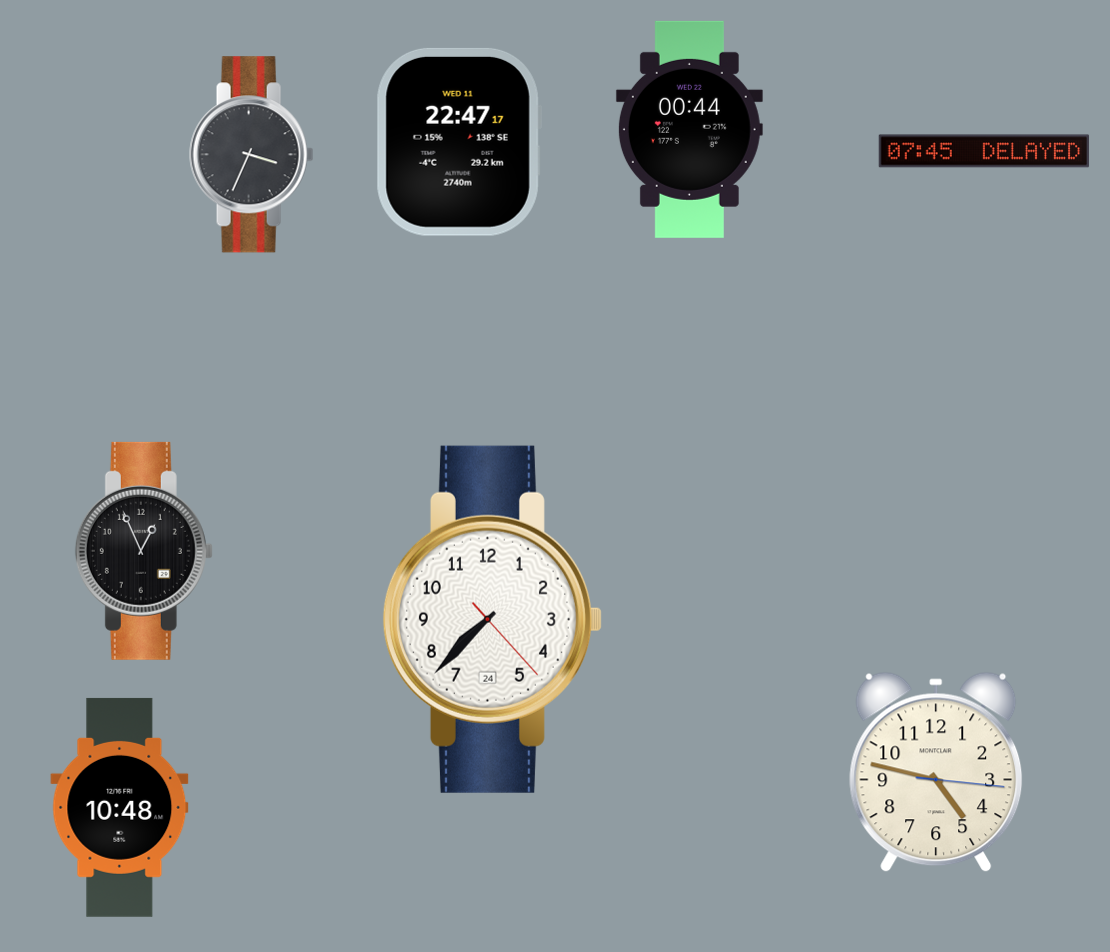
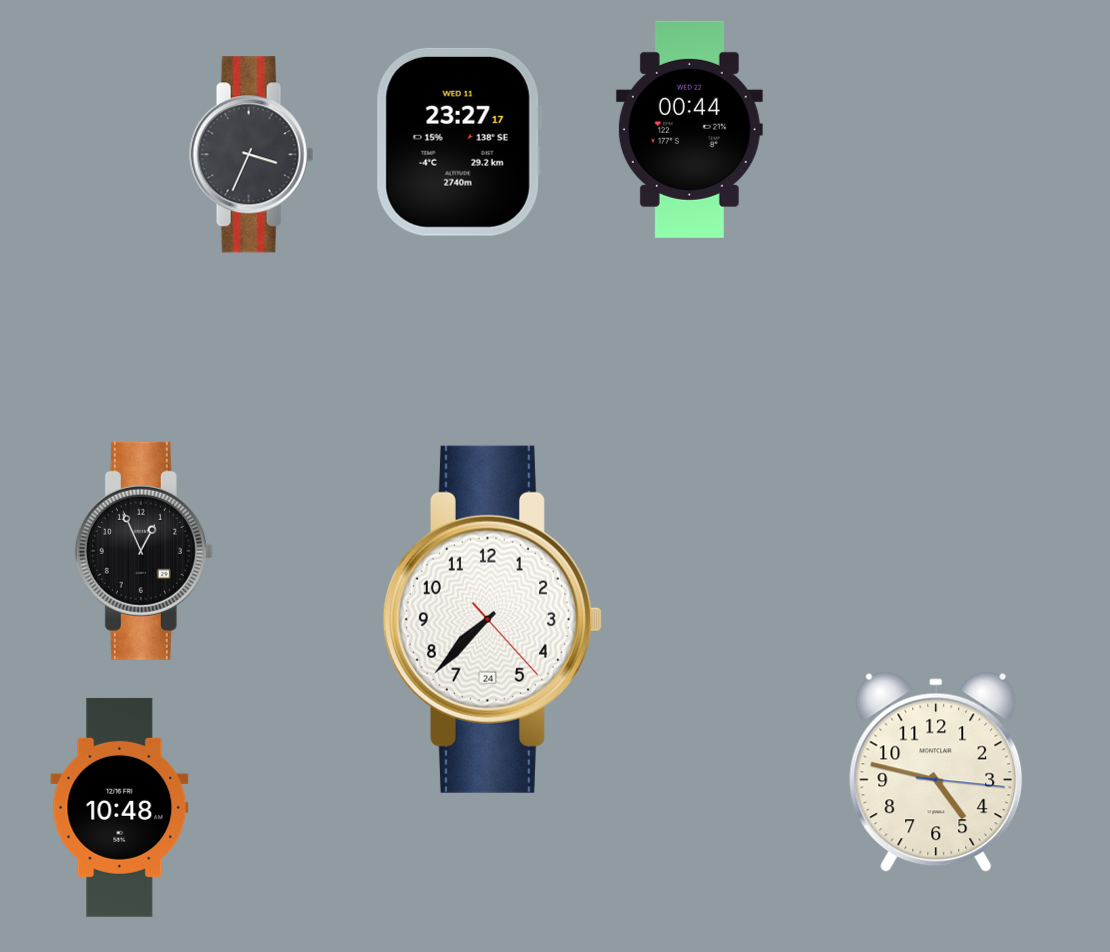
clock at (459, 142): 22:47 -> 23:27
clock at (984, 151): 07:45 -> none
